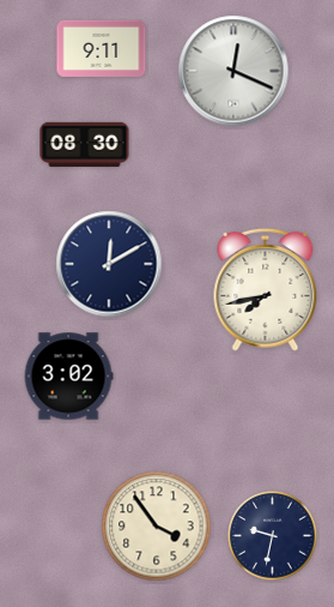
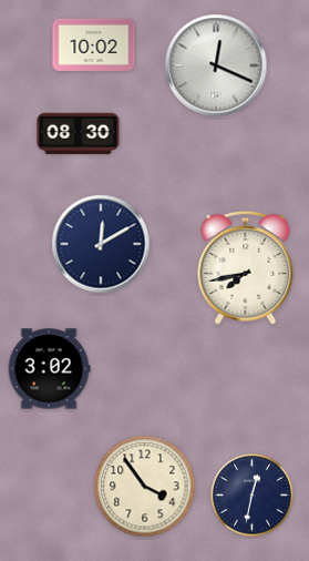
clock at (102, 48): 9:11 -> 10:02
clock at (68, 377) position: (68, 377) -> (49, 369)
clock at (273, 536): 9:32 -> 12:32
